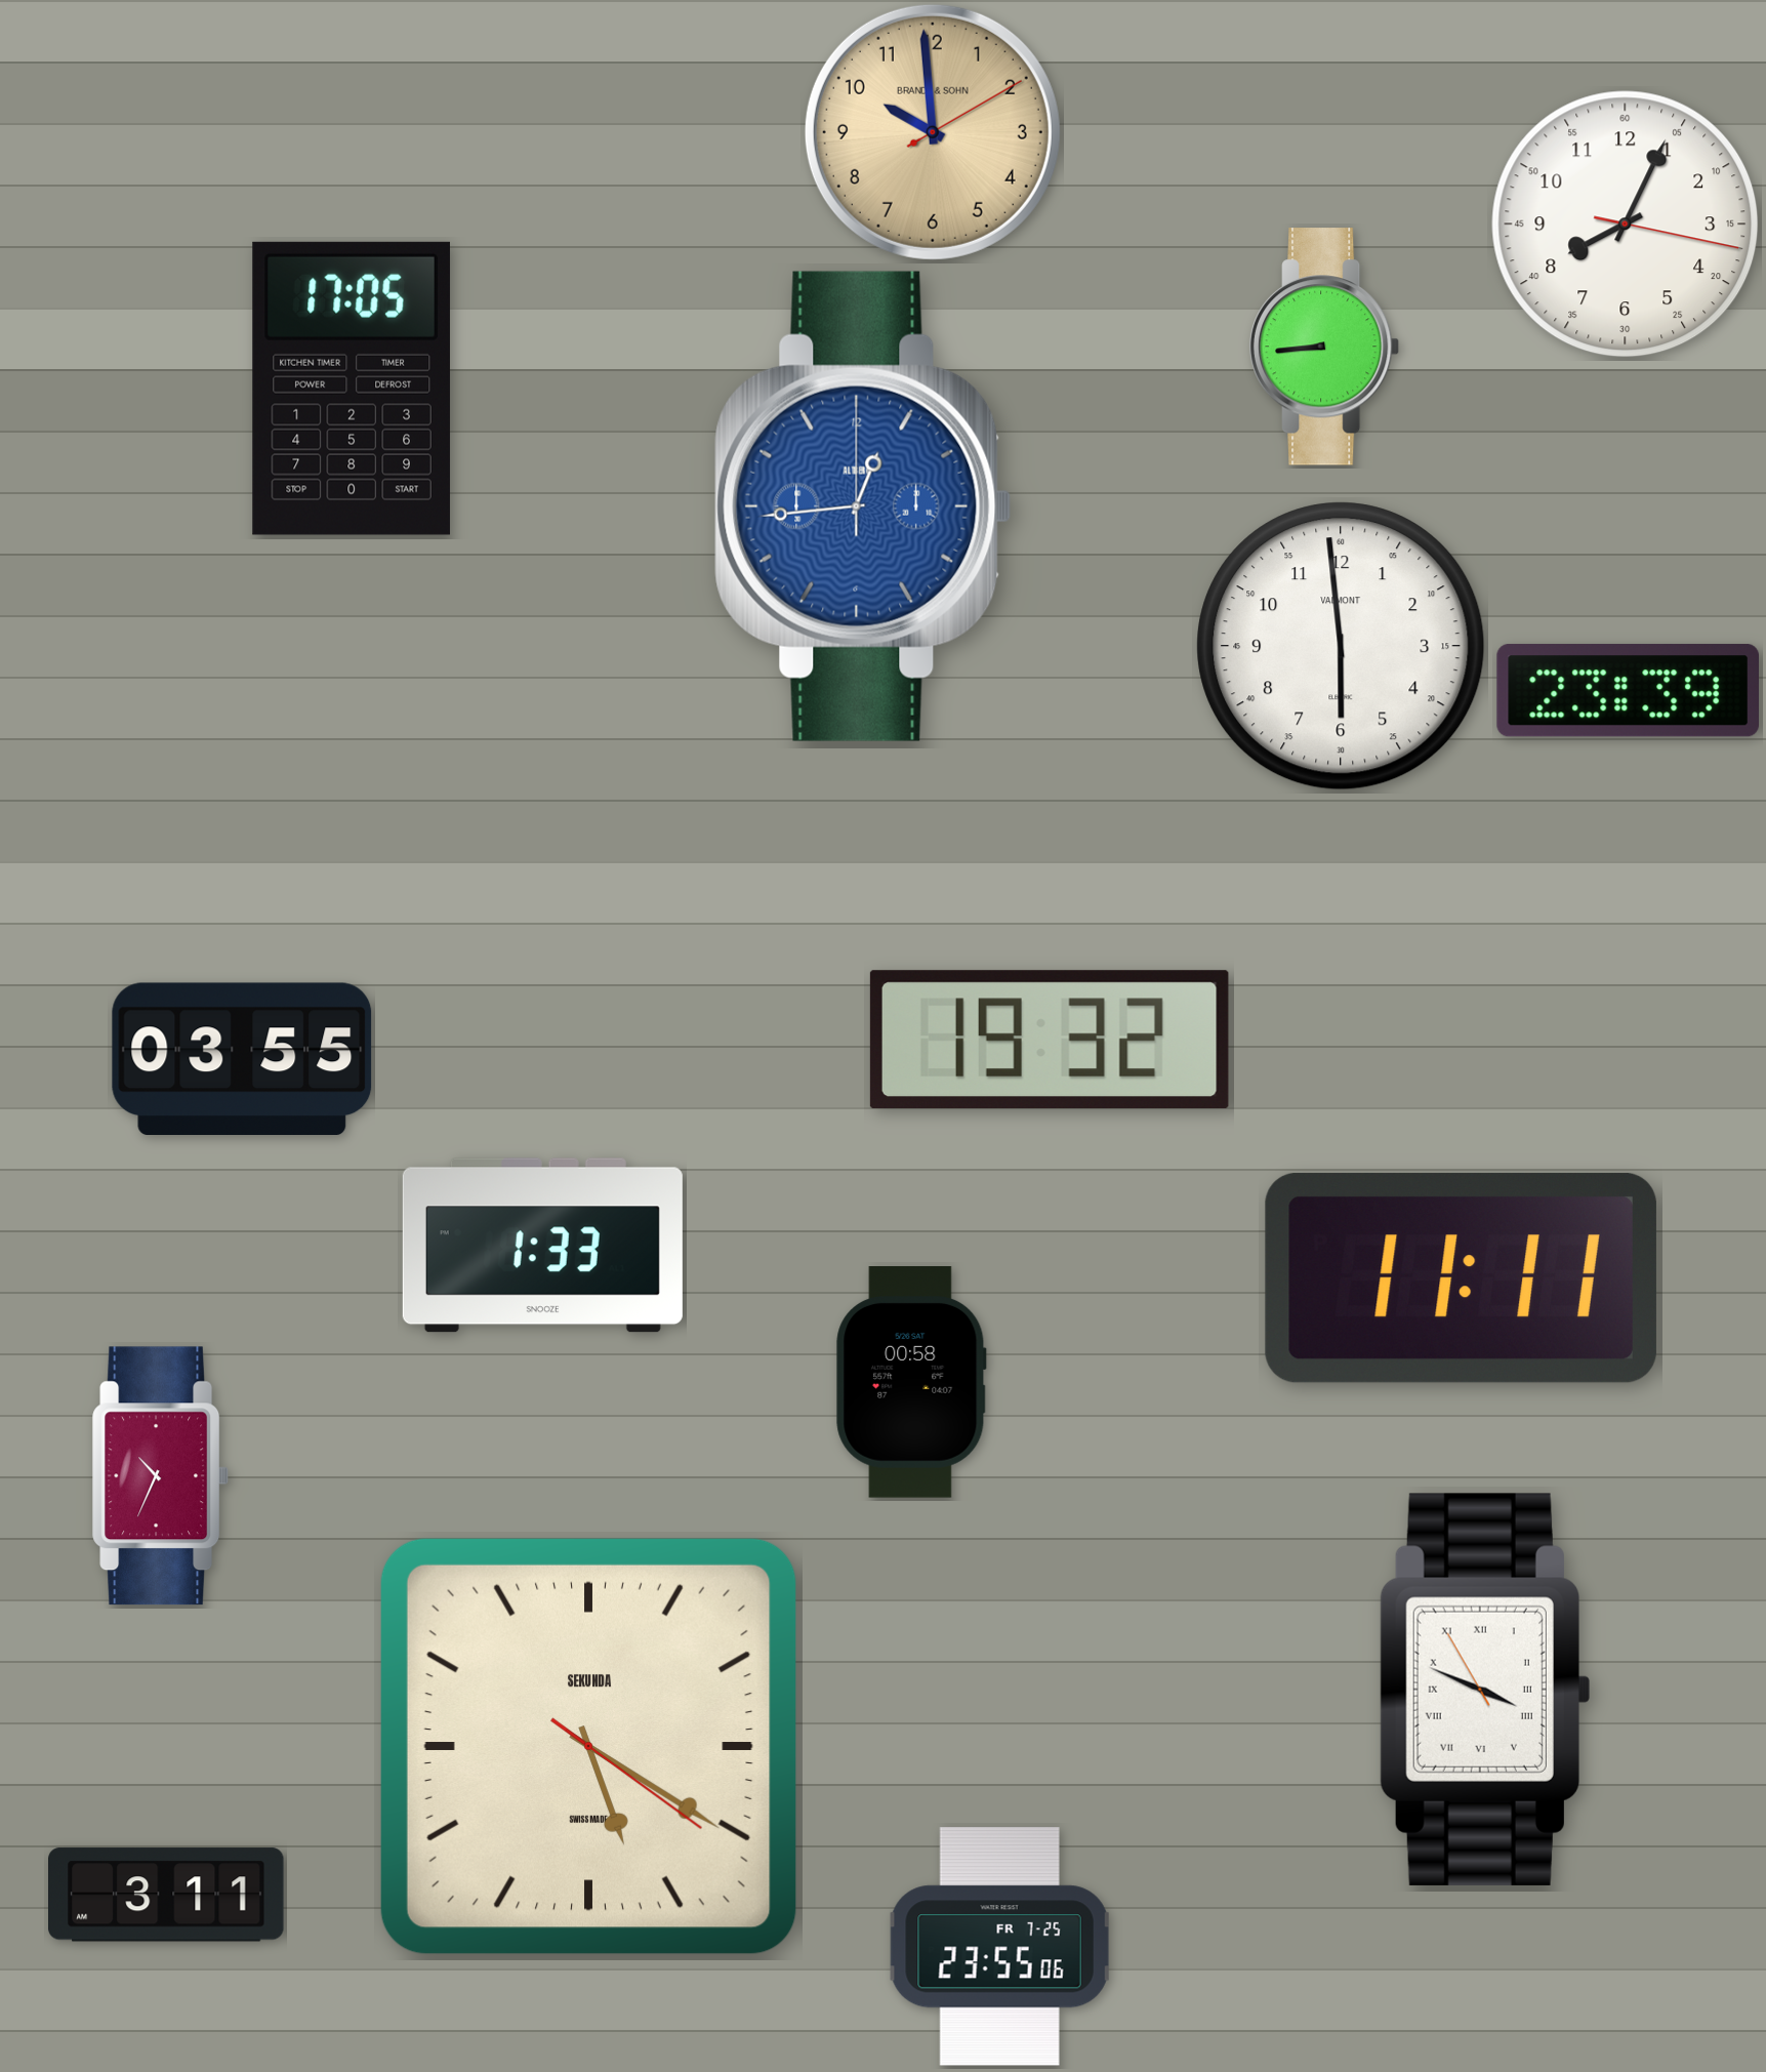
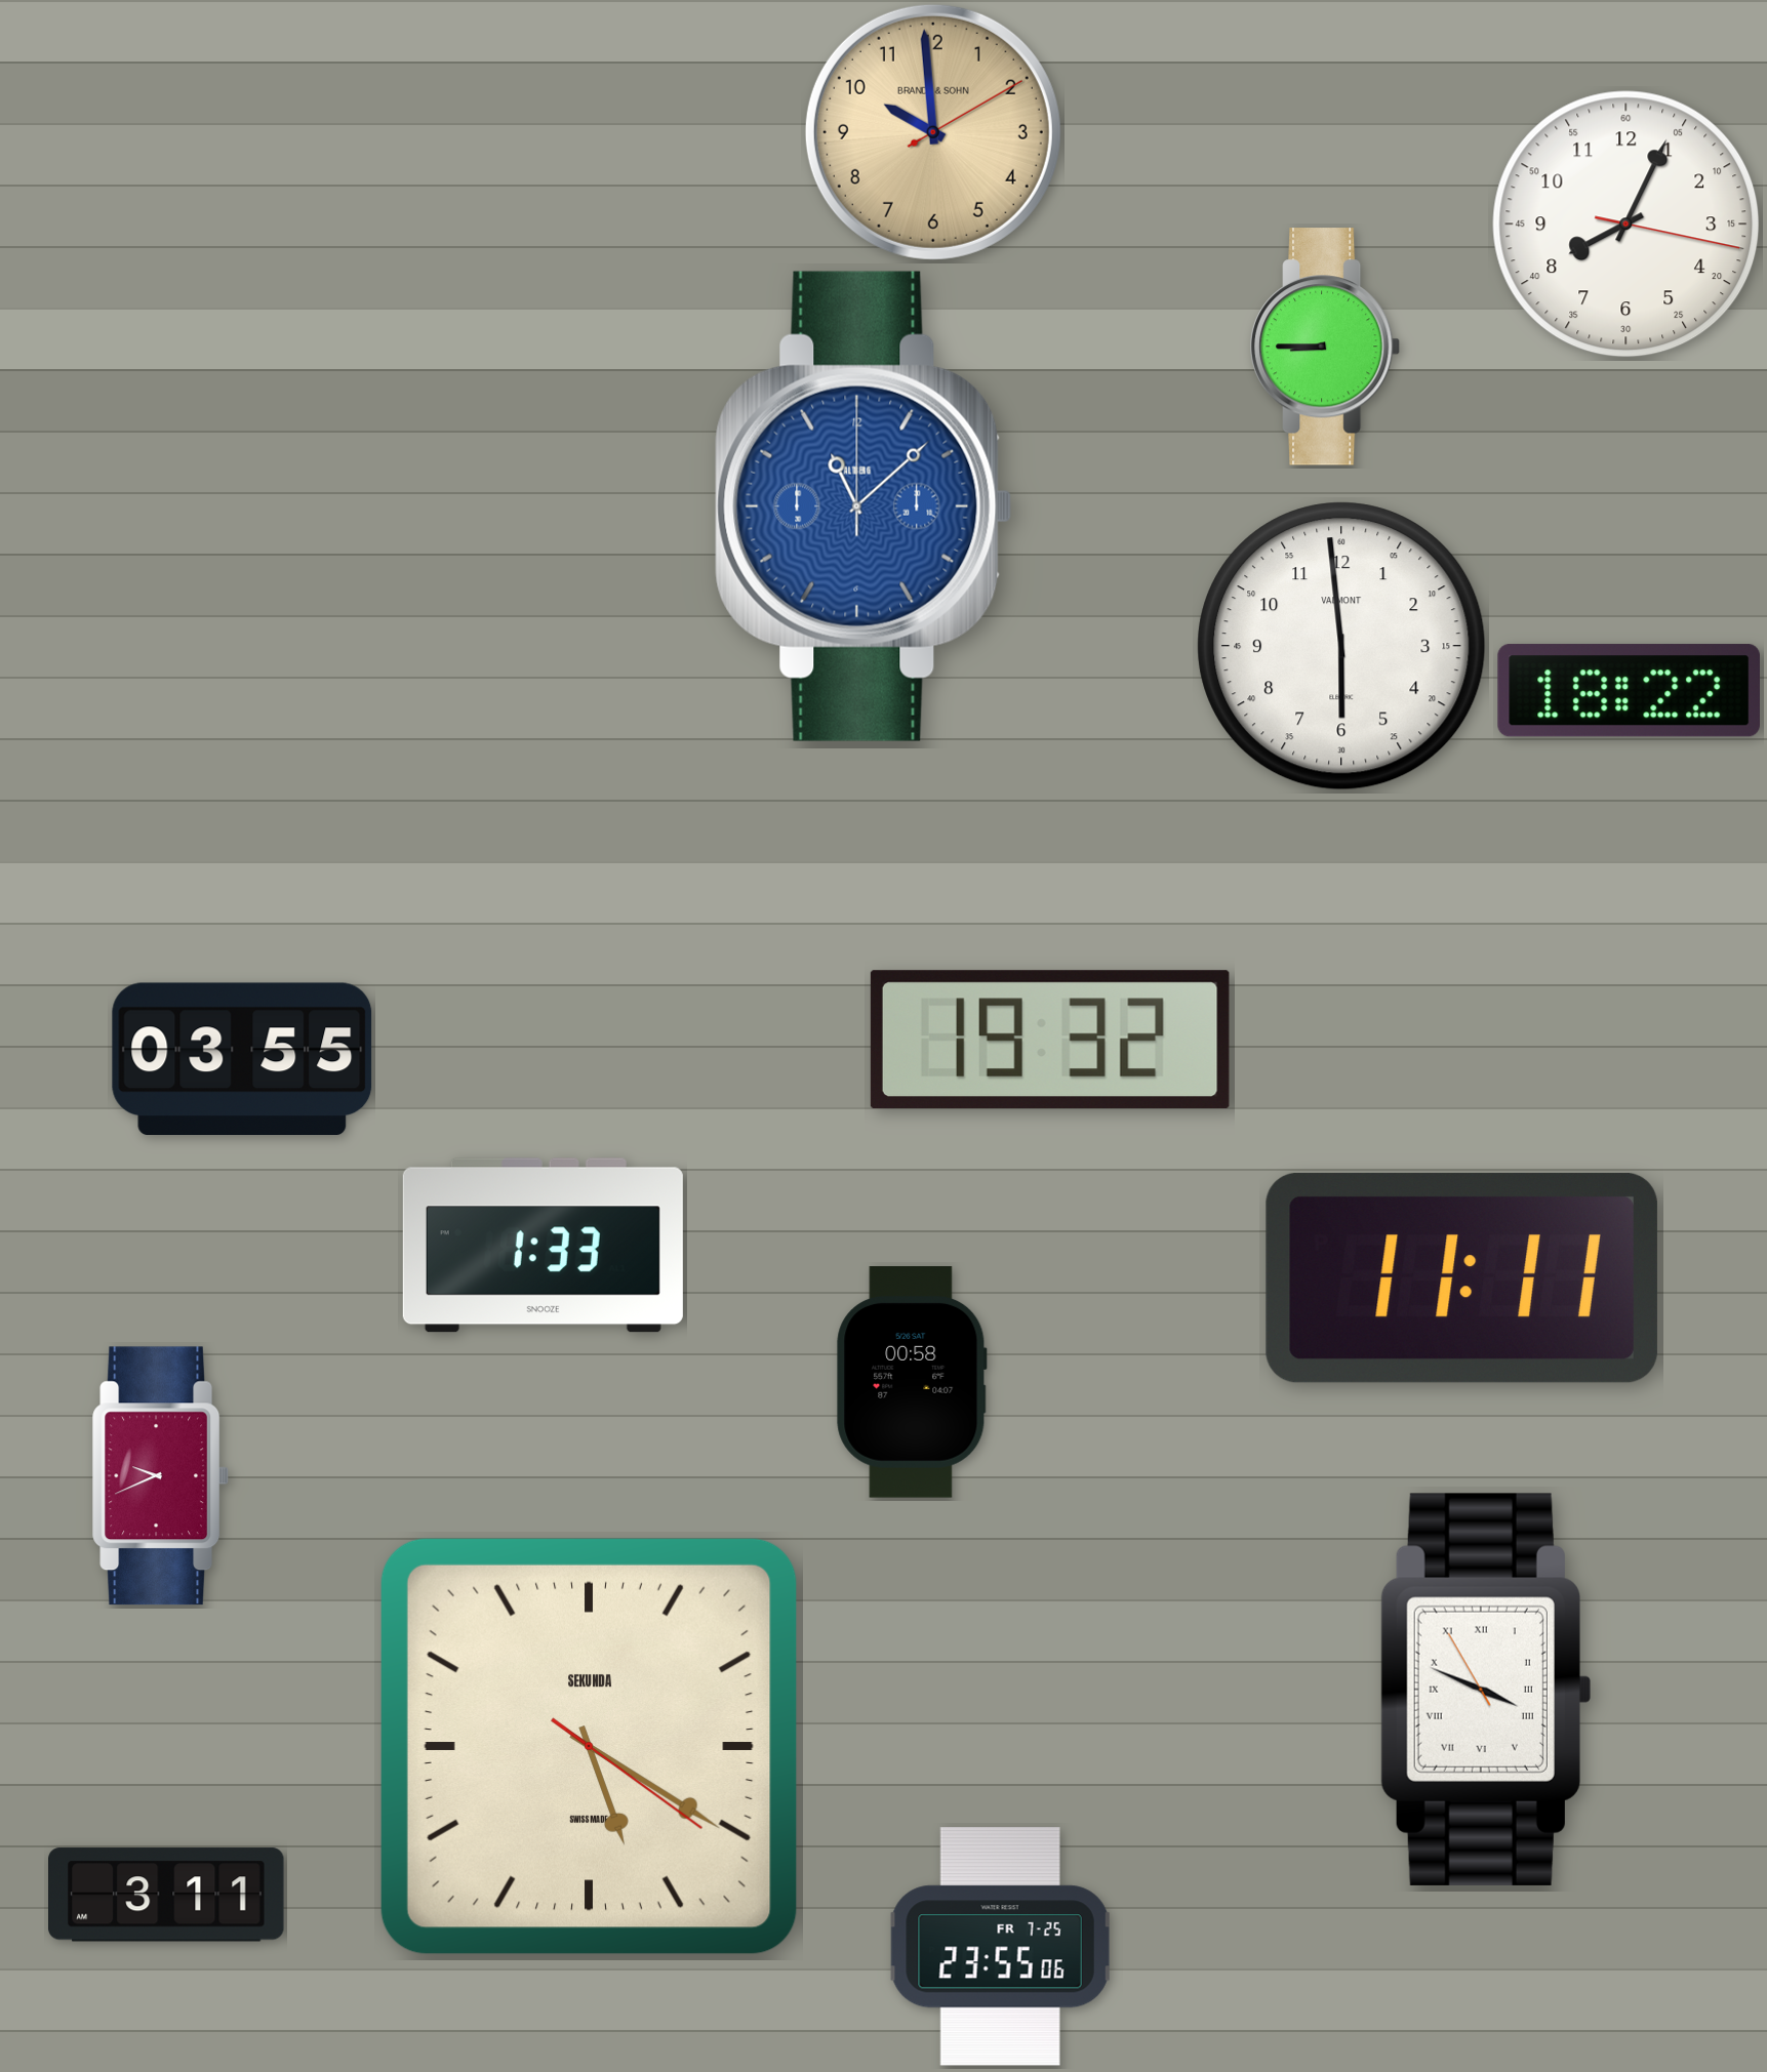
clock at (1324, 347): 8:44 -> 8:45
clock at (352, 389): 17:05 -> none
clock at (863, 506): 12:44 -> 11:08
clock at (1628, 691): 23:39 -> 18:22
clock at (160, 1476): 10:34 -> 9:41
